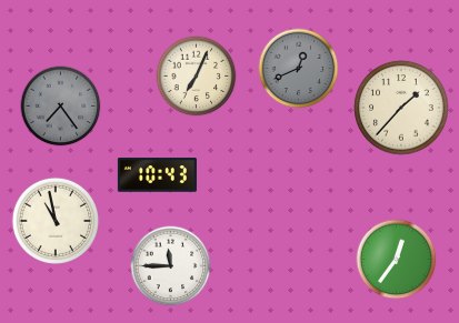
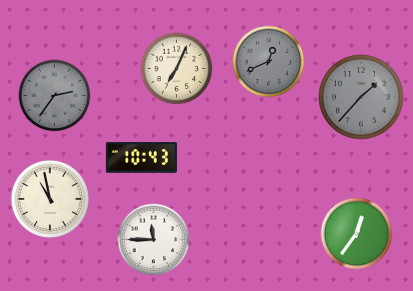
clock at (61, 107): 7:24 -> 2:36
clock at (401, 108) dial: cream -> grey
